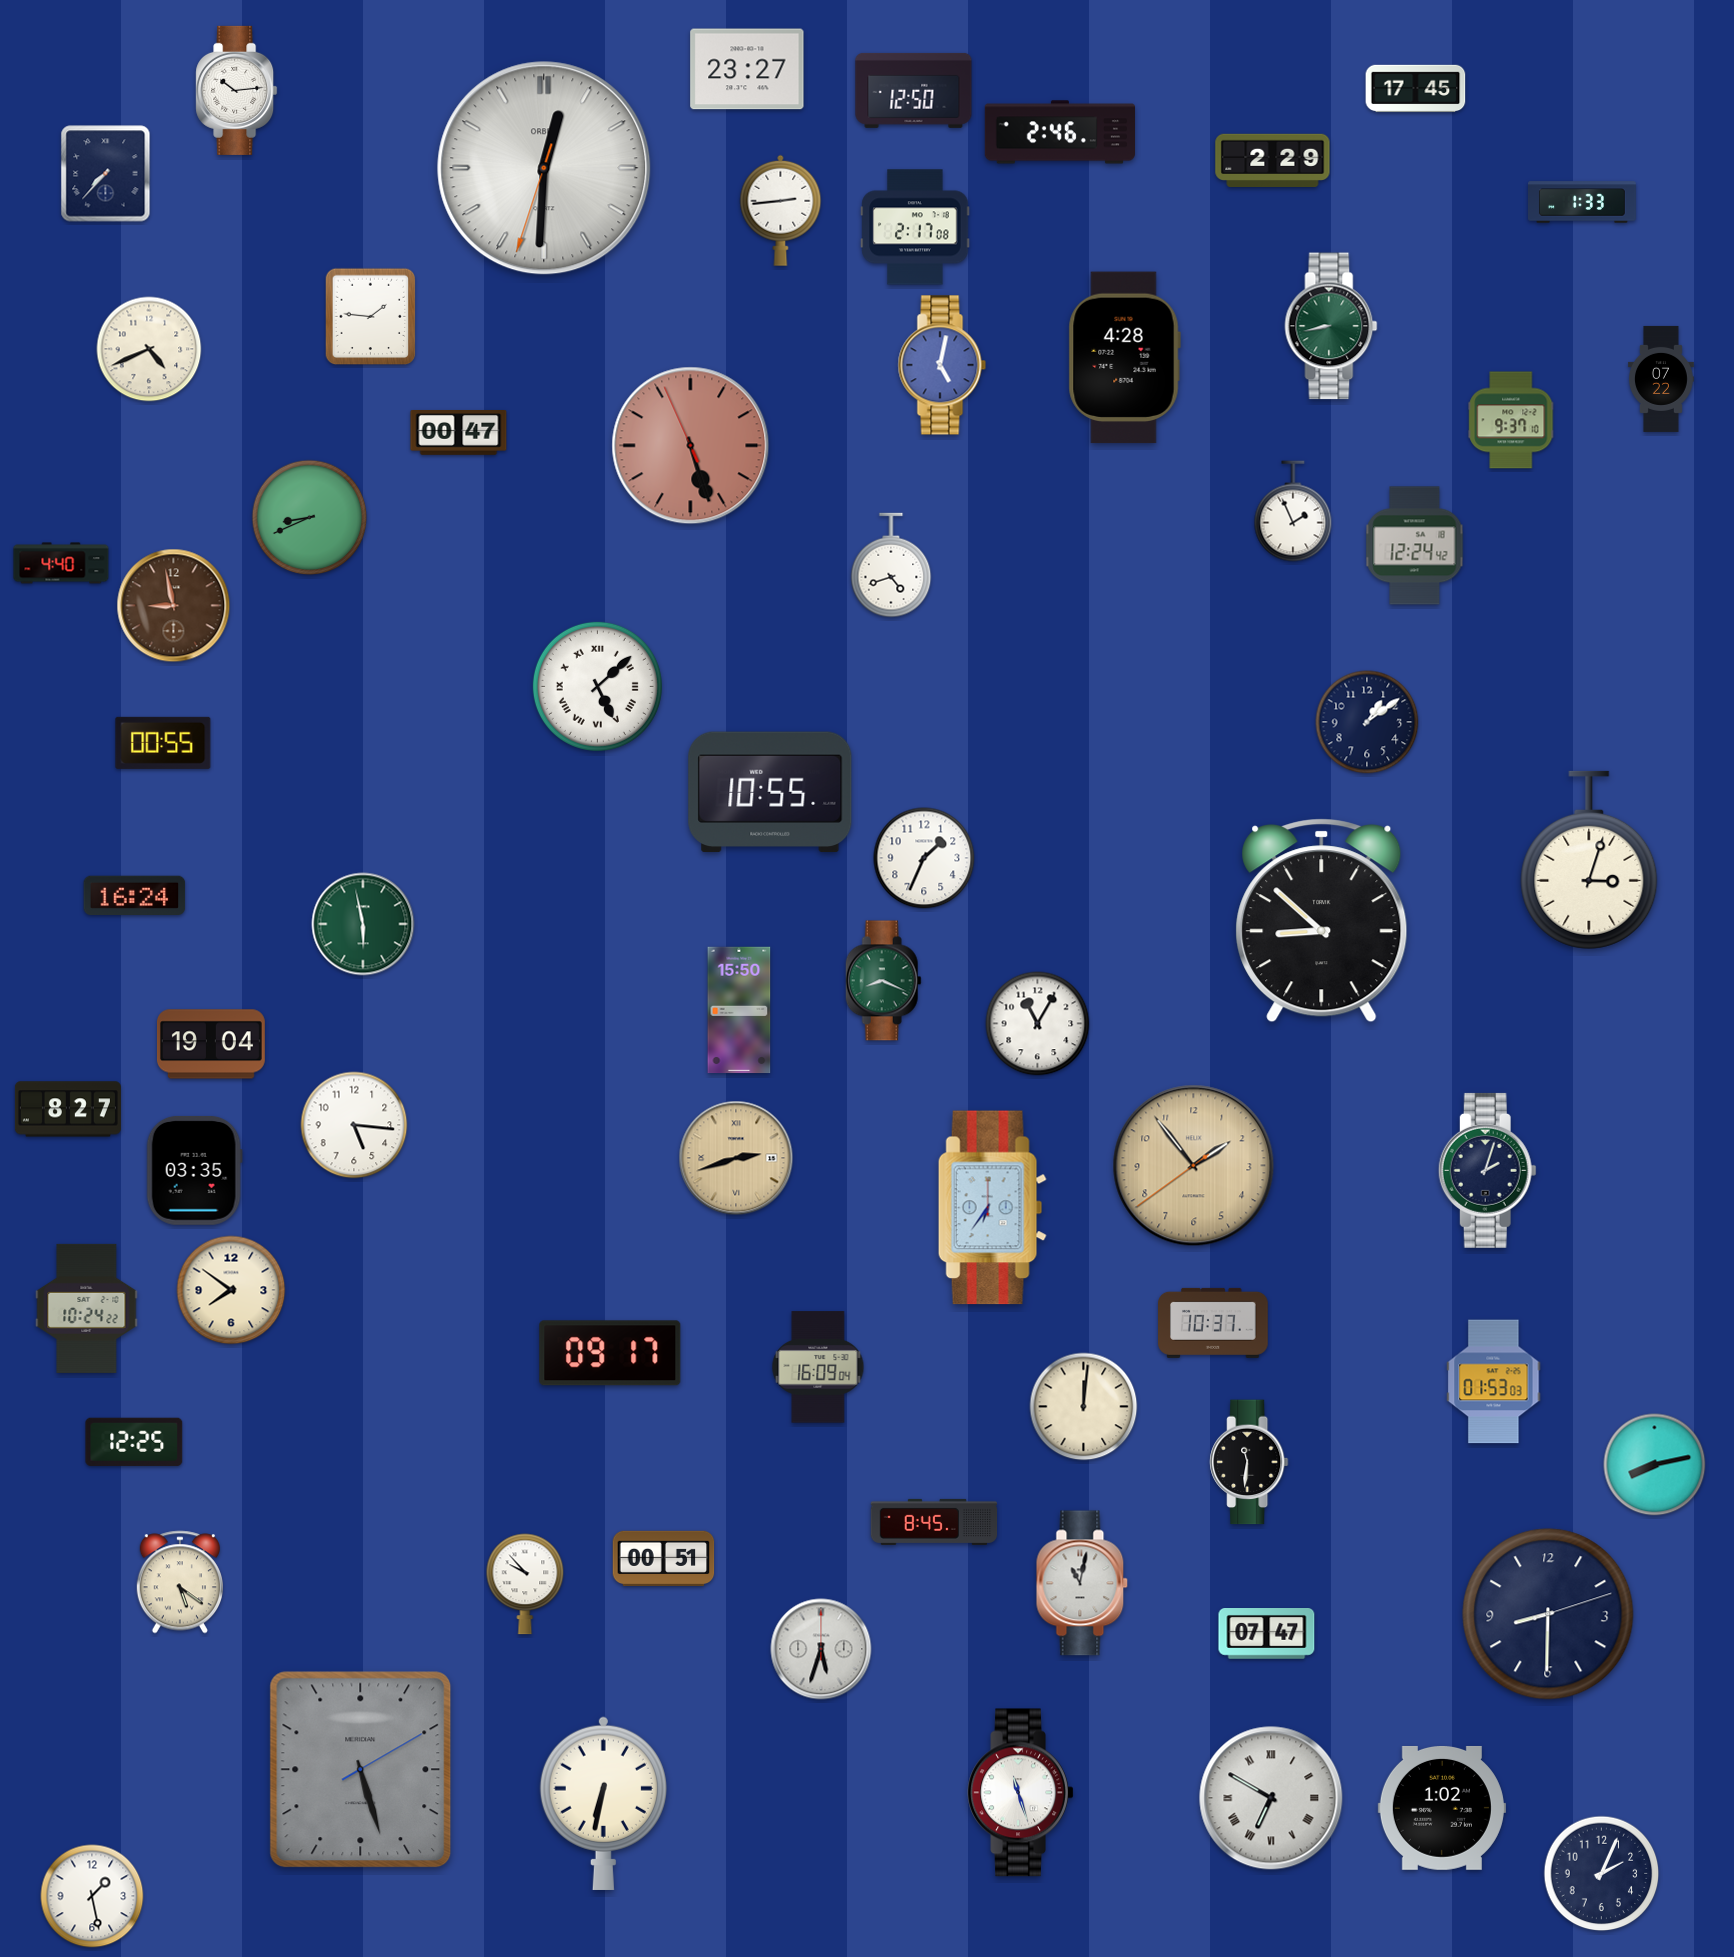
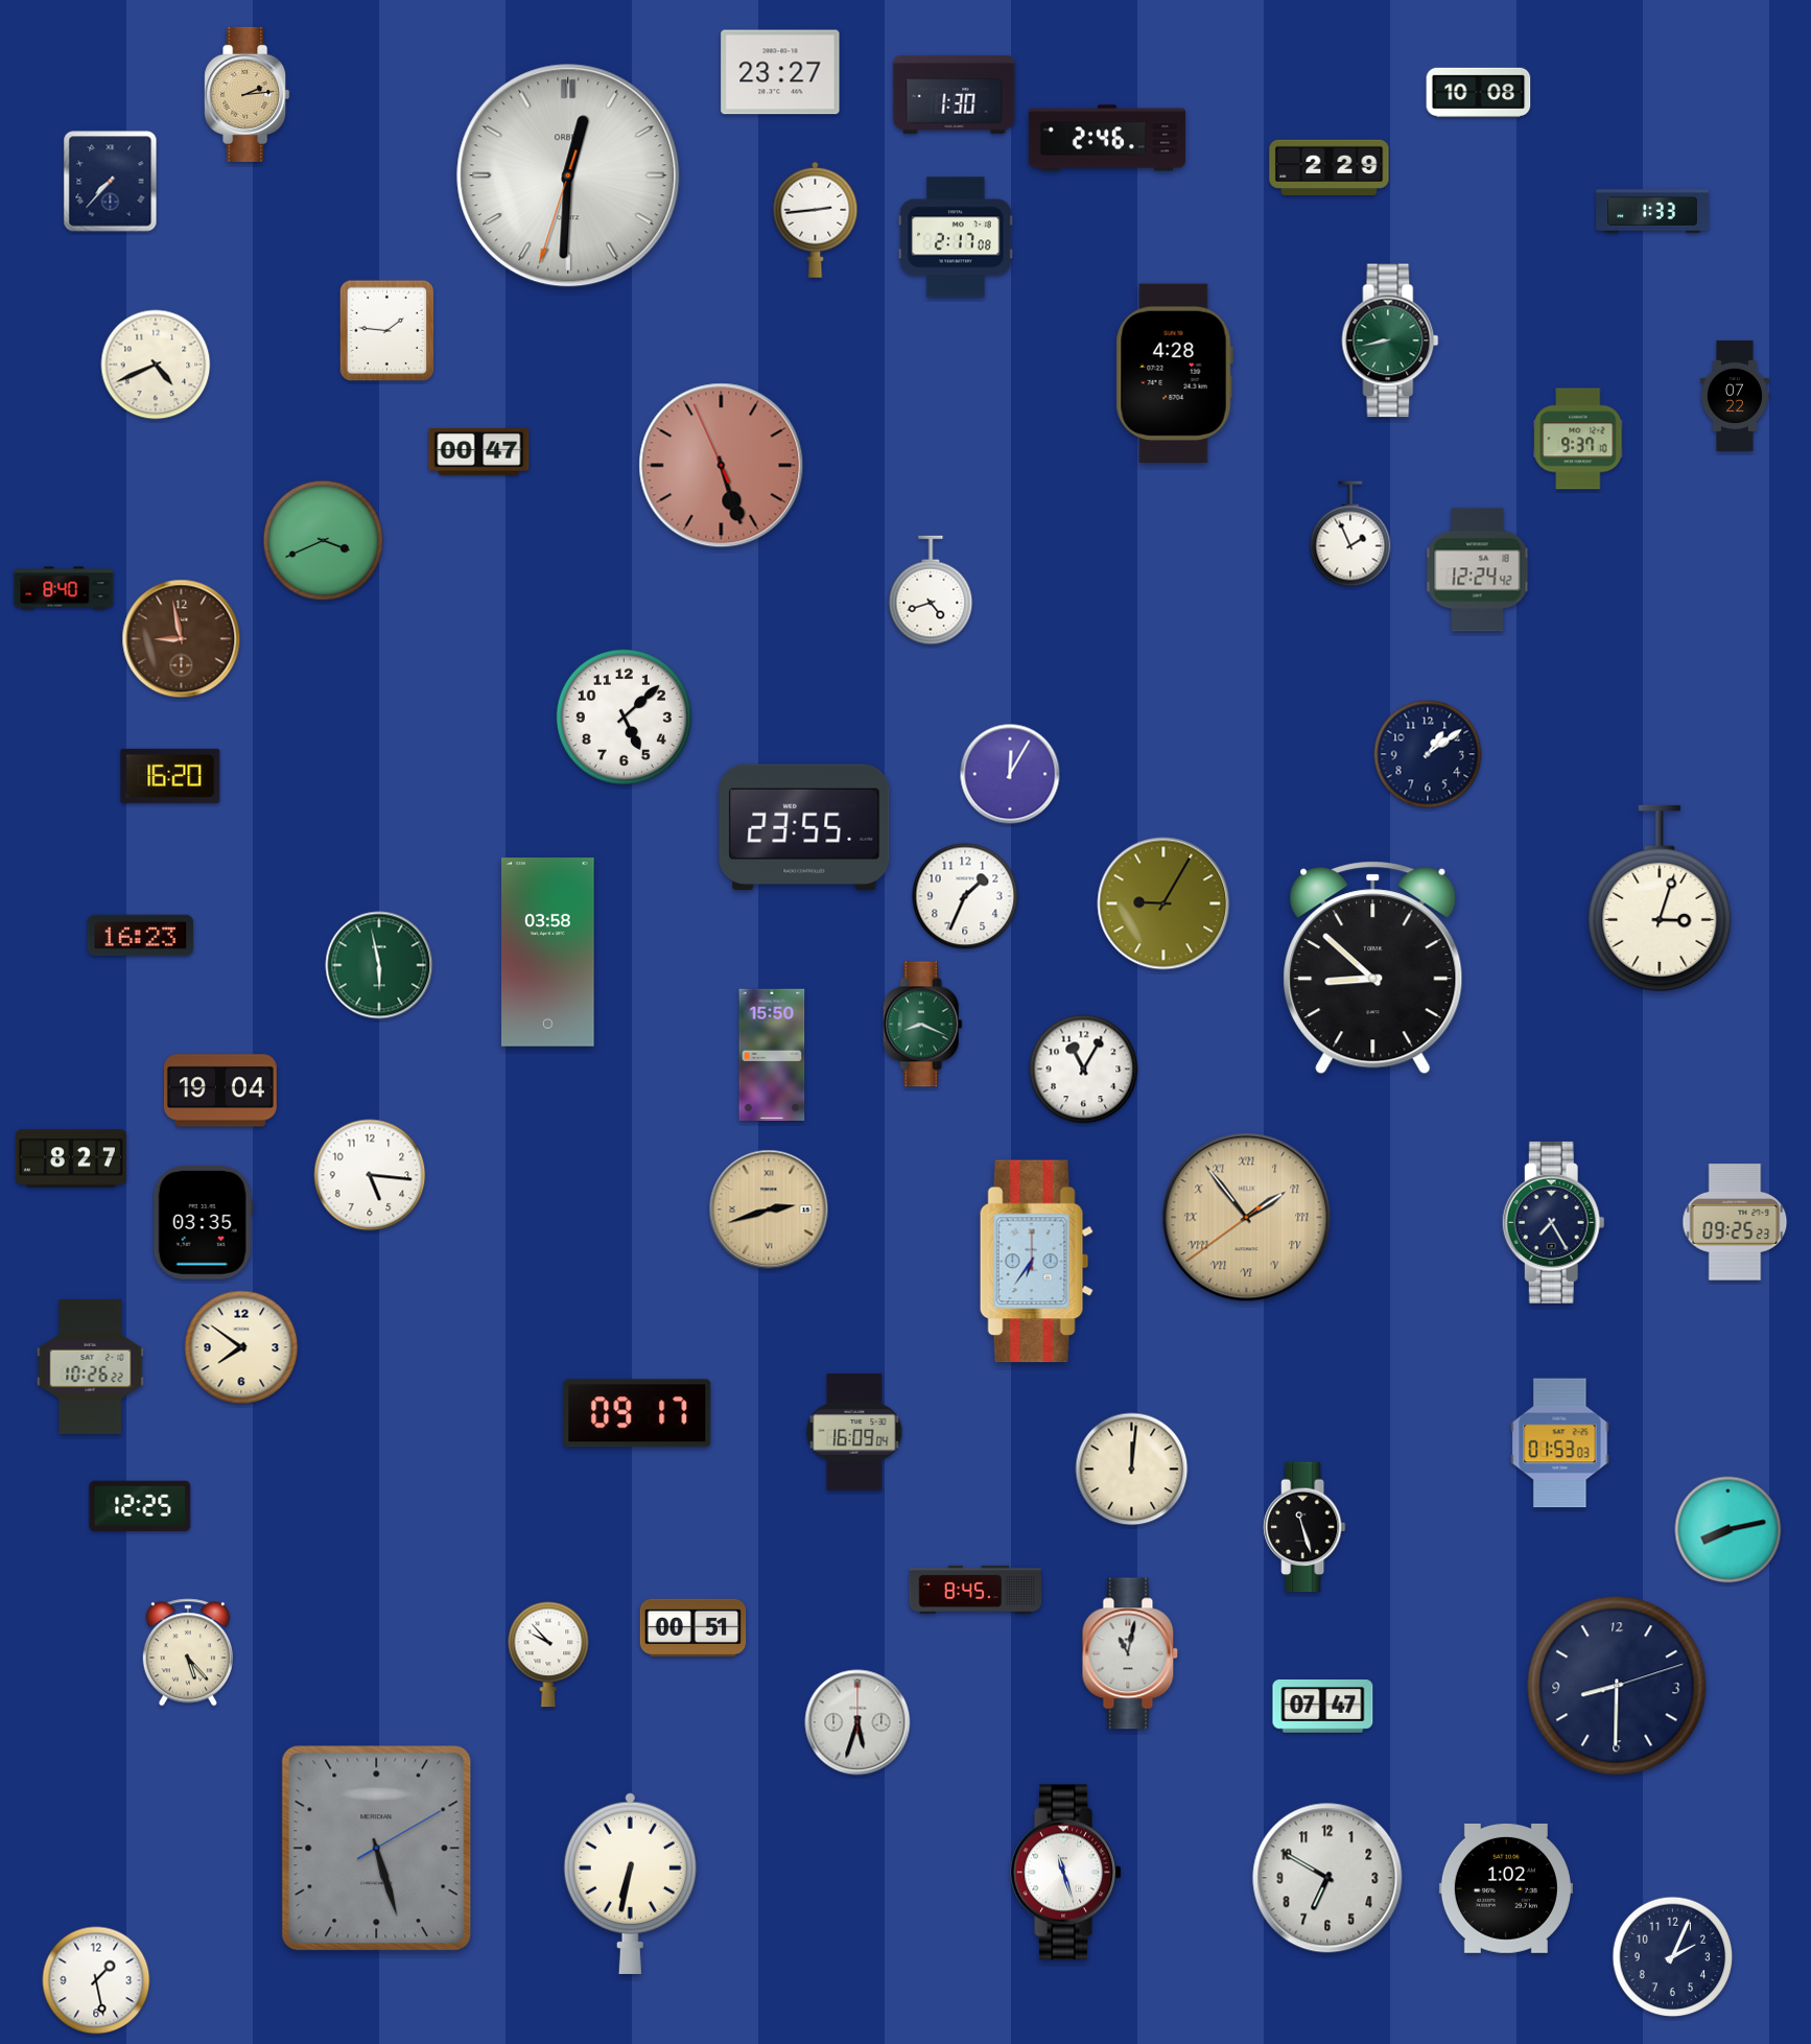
clock at (1416, 89): 17:45 -> 10:08
clock at (237, 90): 10:14 -> 2:14
clock at (237, 90) dial: white -> champagne
clock at (914, 90): 12:50 -> 1:30
clock at (942, 365): 5:02 -> none
clock at (310, 518): 8:41 -> 3:41
clock at (61, 563): 4:40 -> 8:40
clock at (174, 606) position: (174, 606) -> (182, 639)
clock at (597, 686) numerals: Roman -> Arabic
clock at (1010, 774): none -> 12:05
clock at (163, 743): 00:55 -> 16:20
clock at (770, 792): 10:55 -> 23:55
clock at (1163, 903): none -> 9:05
clock at (135, 895): 16:24 -> 16:23
clock at (548, 953): none -> 03:58
clock at (1322, 921) position: (1322, 921) -> (1373, 968)
clock at (1194, 1166) numerals: Arabic -> Roman
clock at (1487, 1170): 2:03 -> 7:25
clock at (1735, 1222): none -> 09:25
clock at (87, 1308): 10:24 -> 10:26
clock at (1213, 1323): 10:37 -> none
clock at (818, 1367) position: (818, 1367) -> (854, 1432)
clock at (1249, 1462): 11:31 -> 11:27
clock at (180, 1582): 5:21 -> 5:23
clock at (1271, 1798) numerals: Roman -> Arabic
